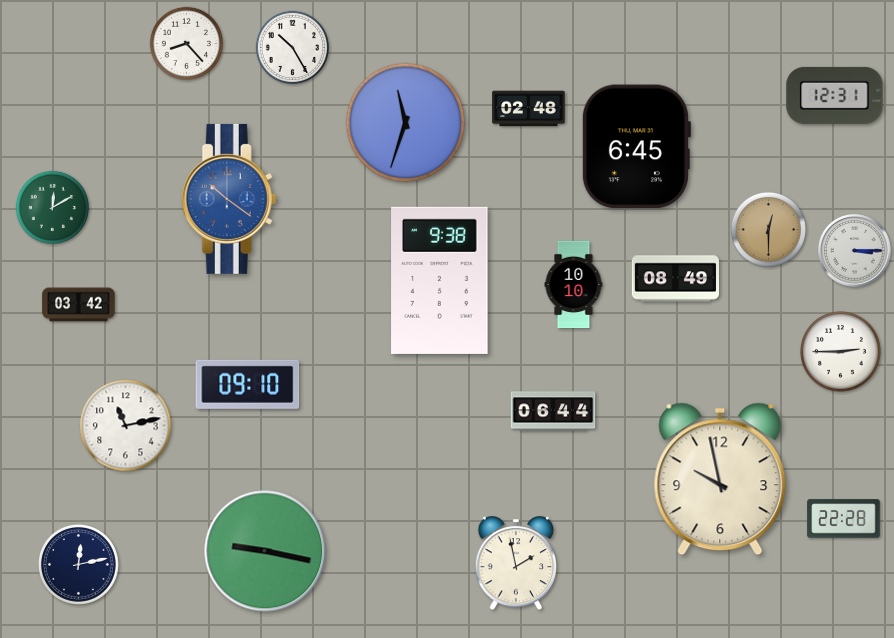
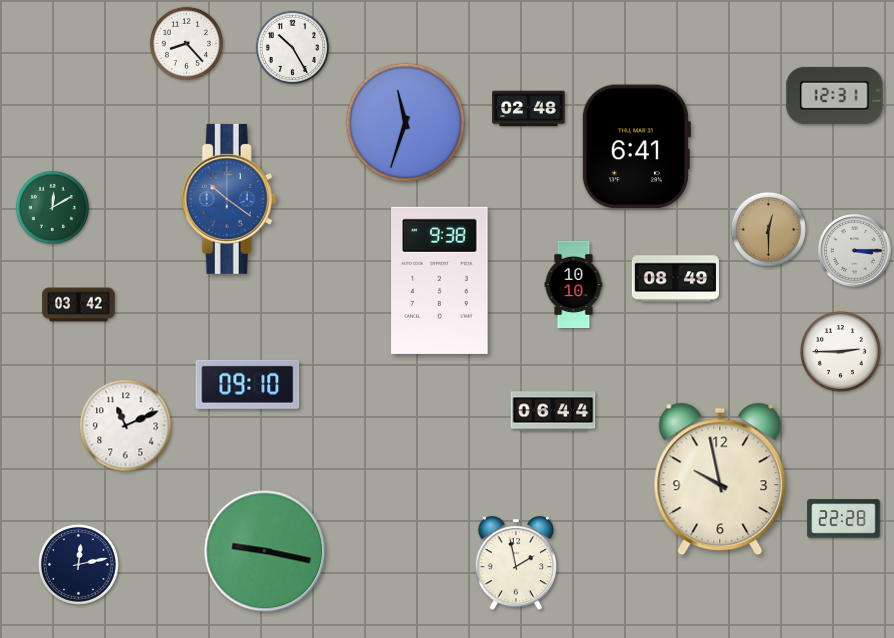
clock at (636, 147): 6:45 -> 6:41
clock at (126, 426): 11:13 -> 11:11
